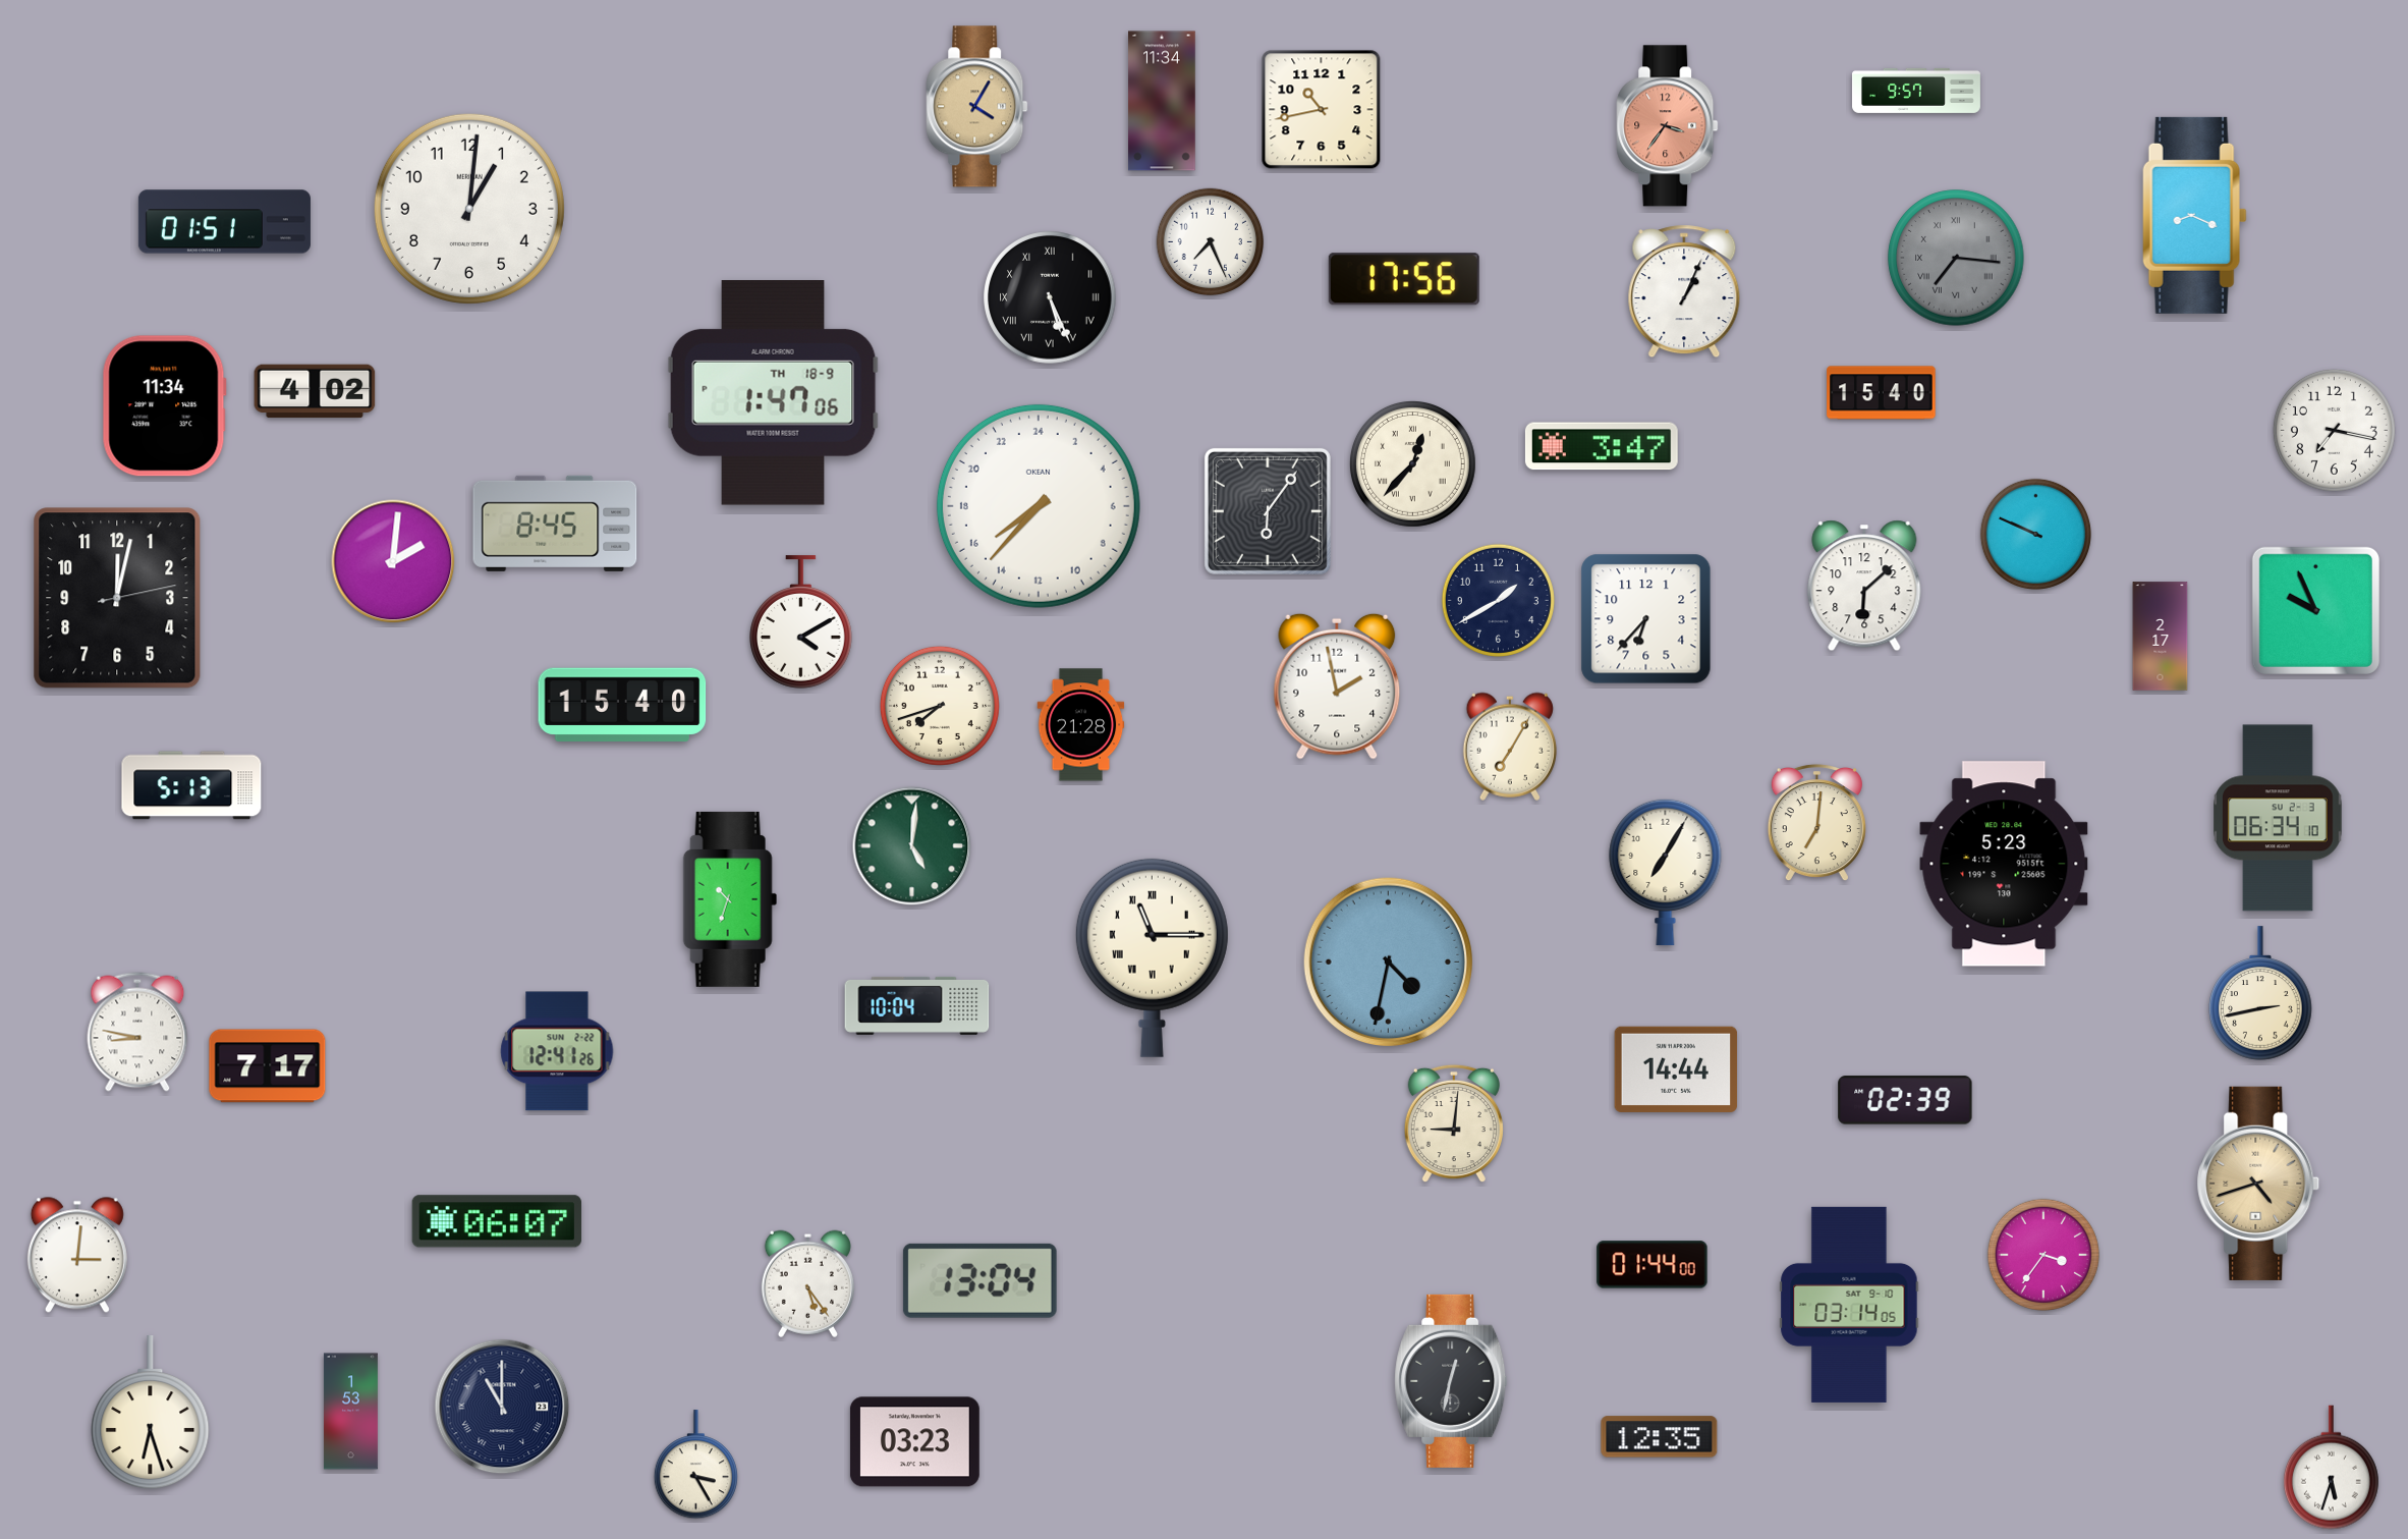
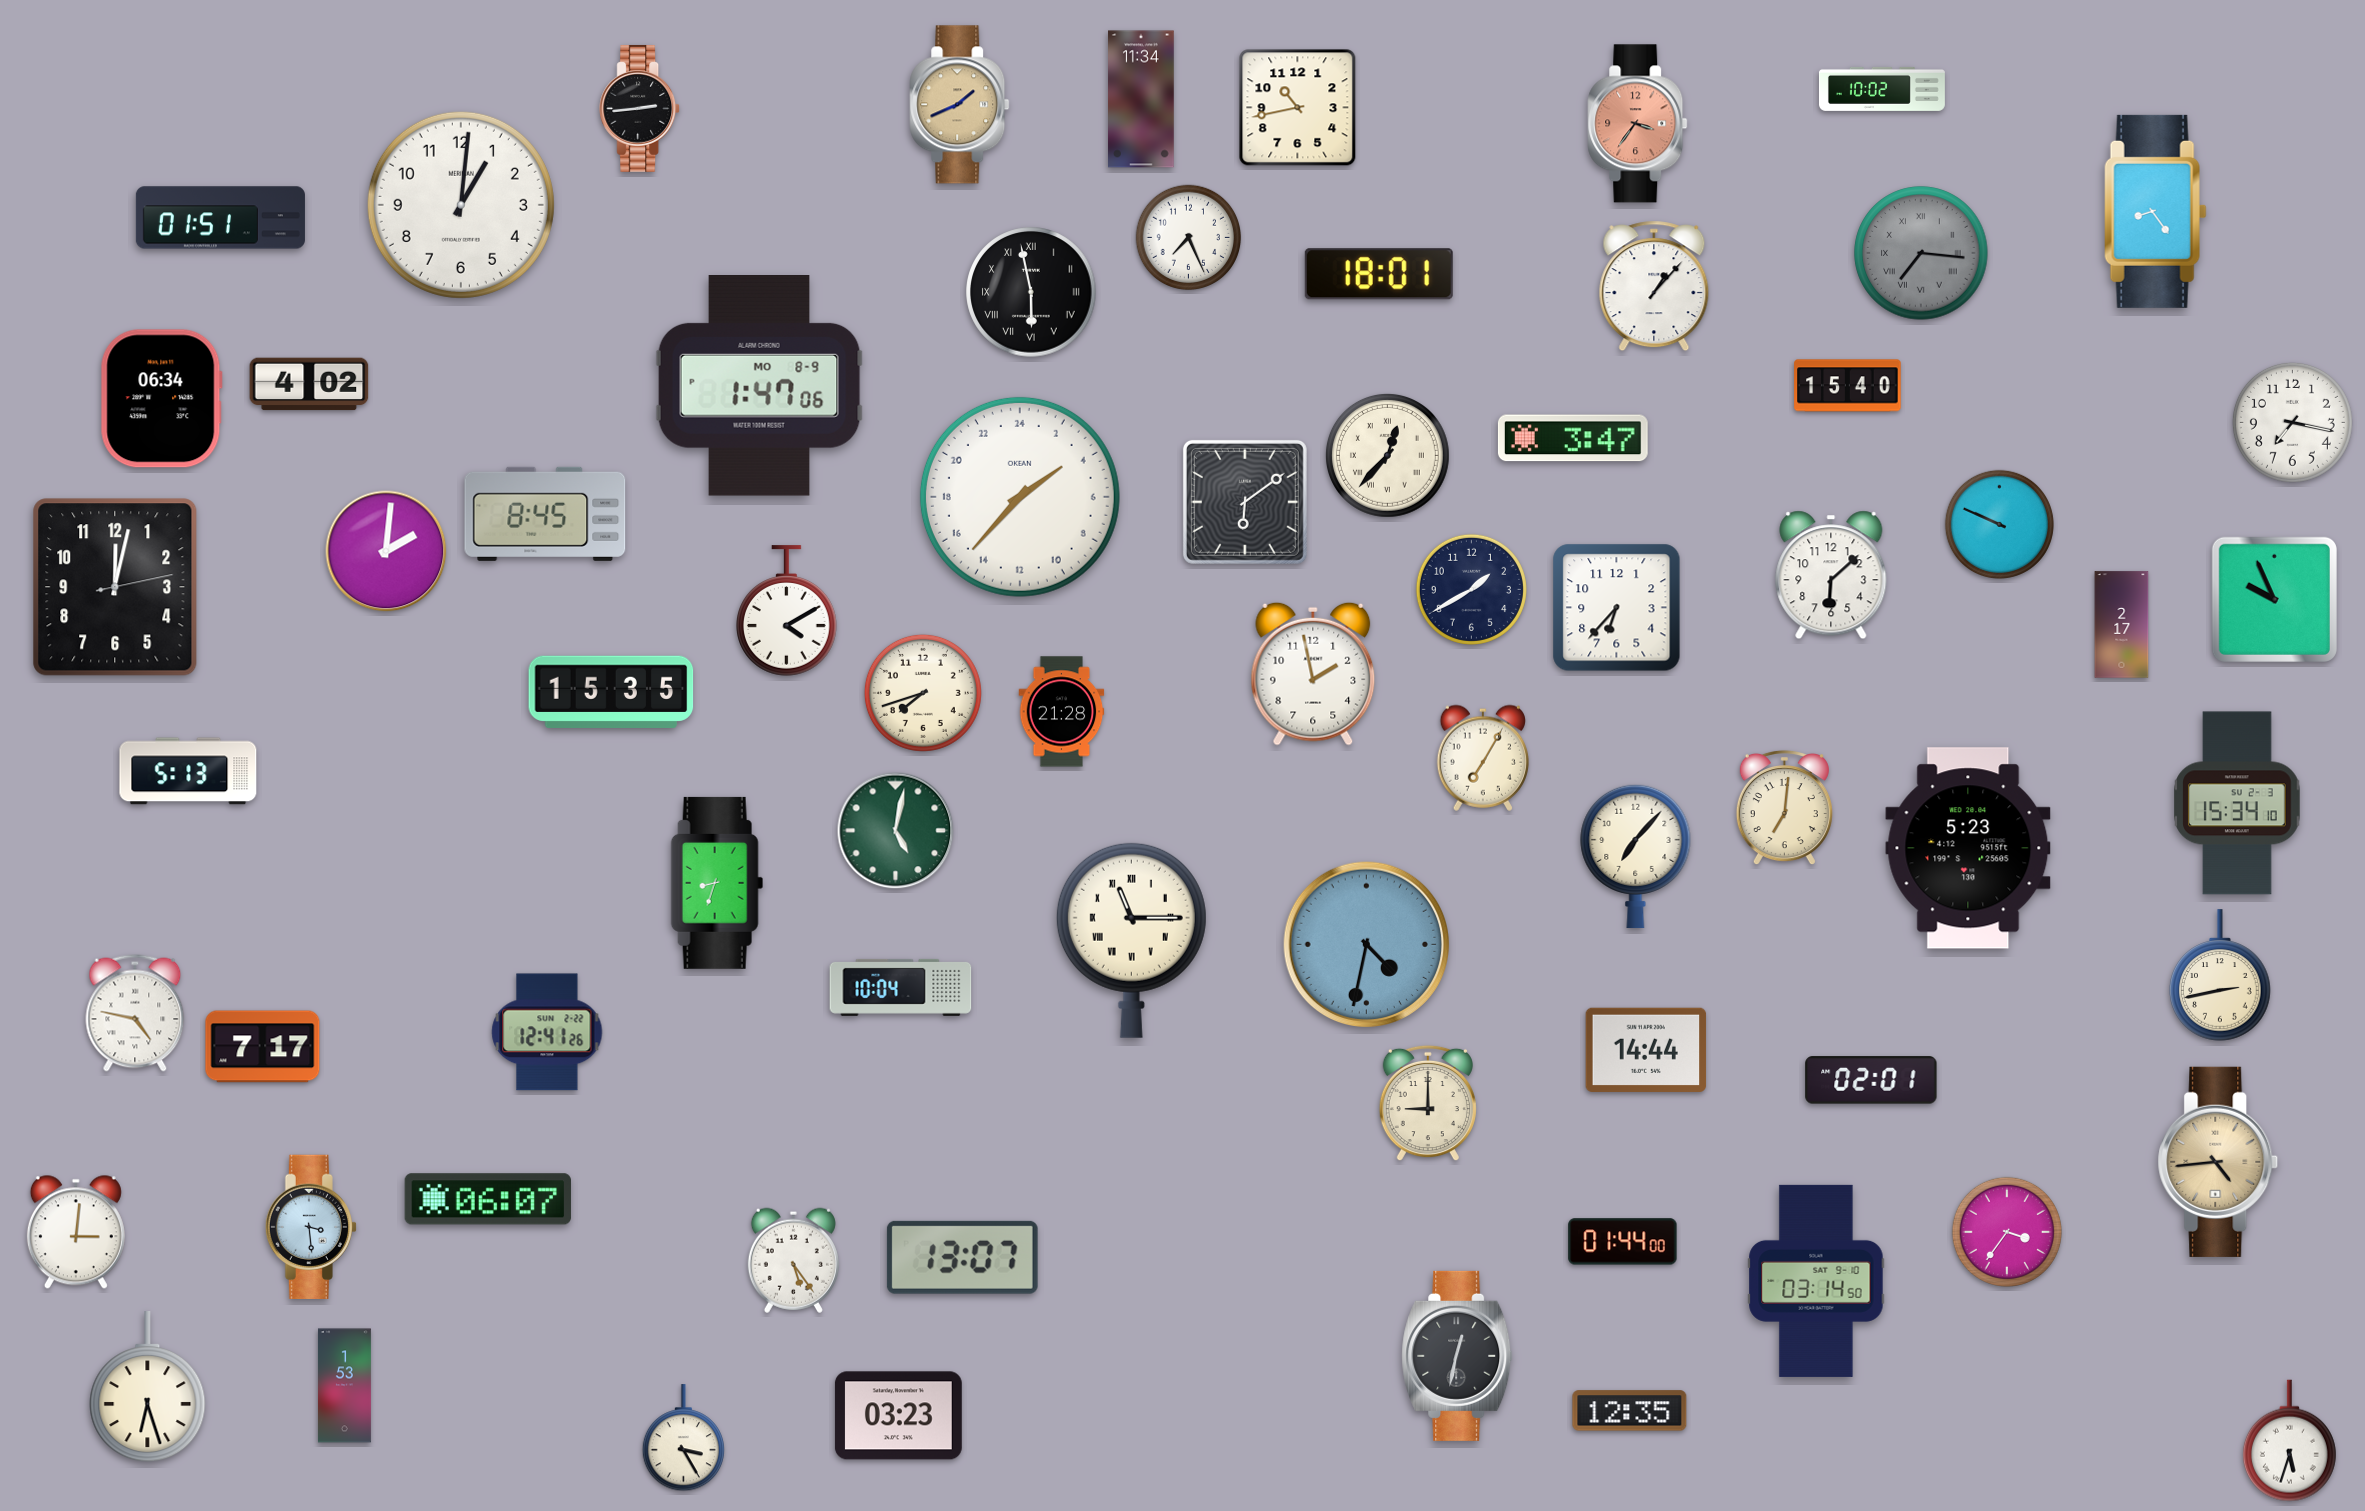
clock at (1916, 91): 9:57 -> 10:02
clock at (977, 107): 4:05 -> 1:41
clock at (640, 108): none -> 2:44
clock at (2195, 215): 8:19 -> 8:24
clock at (1404, 279): 17:56 -> 18:01
clock at (1684, 291): 1:04 -> 1:07
clock at (1050, 297): 5:26 -> 5:58
clock at (773, 393) date: TH 18-9 -> MO 8-9
clock at (164, 406): 11:34 -> 06:34
clock at (1039, 506): 15:37 -> 3:37
clock at (1268, 511): 6:06 -> 6:09
clock at (622, 704): 15:40 -> 15:35
clock at (1509, 747) position: (1509, 747) -> (1482, 758)
clock at (2278, 818): 06:34 -> 15:34
clock at (912, 846): 5:01 -> 5:02
clock at (1666, 872): 7:05 -> 7:07
clock at (730, 899): 10:33 -> 8:33
clock at (1389, 963) position: (1389, 963) -> (1367, 945)
clock at (137, 1032): 8:47 -> 4:47
clock at (1905, 1100): 02:39 -> 02:01
clock at (1454, 1123): 9:01 -> 9:00
clock at (2258, 1184): 4:42 -> 4:44
clock at (311, 1226): none -> 3:29
clock at (979, 1280): 13:04 -> 13:07
clock at (1849, 1305): 03:14:05 -> 03:14:50
clock at (1451, 1381) position: (1451, 1381) -> (1457, 1356)
clock at (502, 1407): 11:00 -> none
